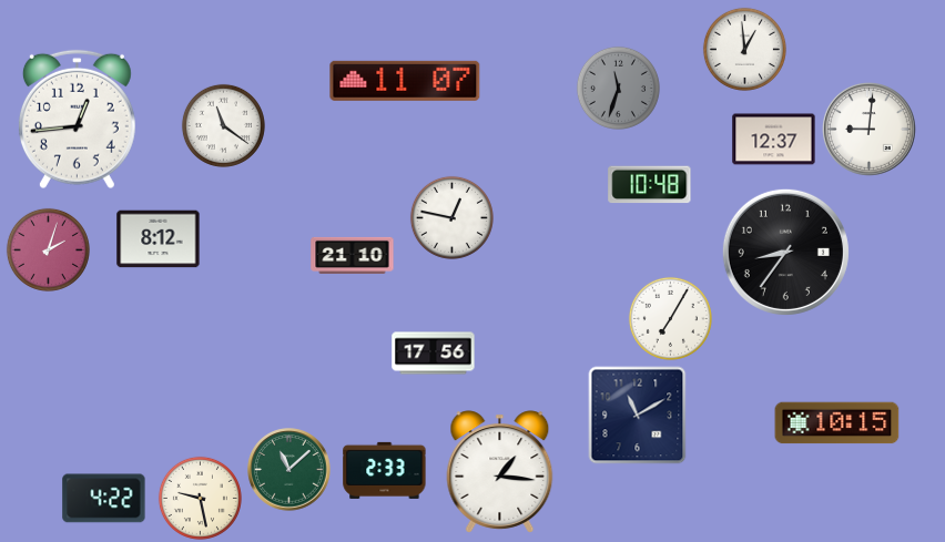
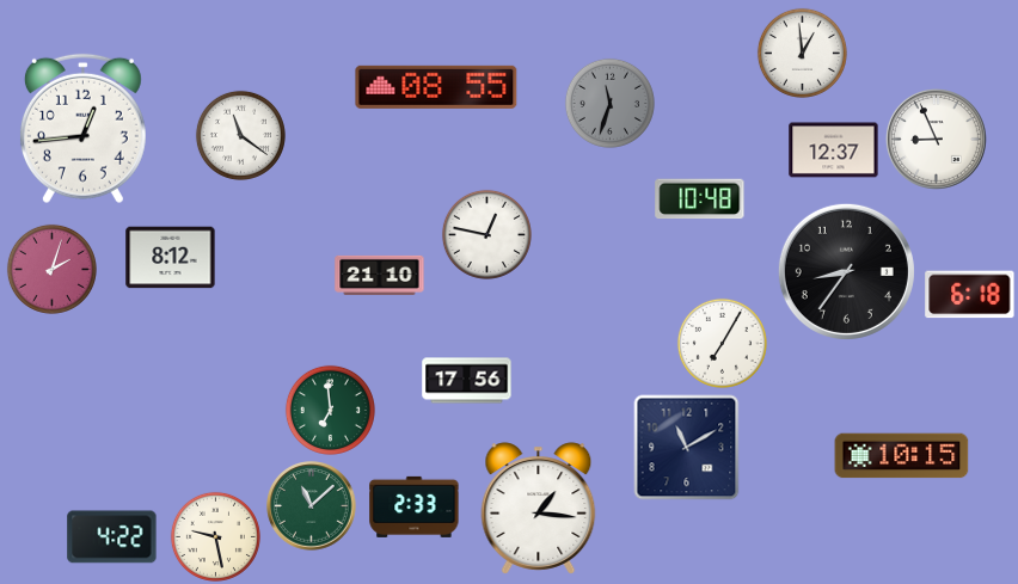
clock at (405, 81): 11:07 -> 08:55
clock at (618, 88) position: (618, 88) -> (609, 103)
clock at (870, 130): 9:01 -> 8:56
clock at (970, 295): none -> 6:18
clock at (330, 410): none -> 6:59
